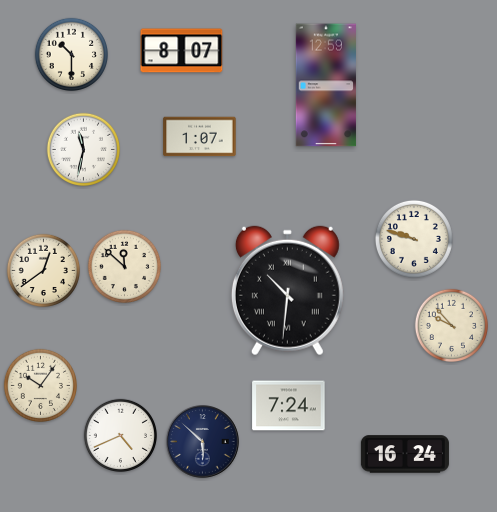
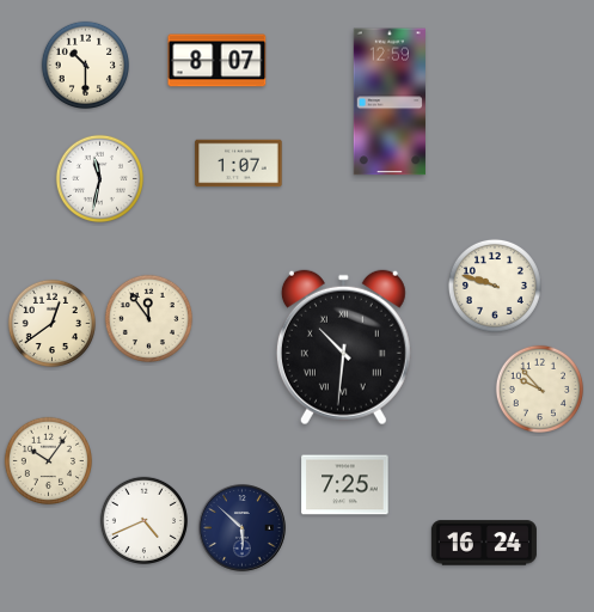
clock at (124, 266): 11:52 -> 11:54
clock at (289, 406): 7:24 -> 7:25
